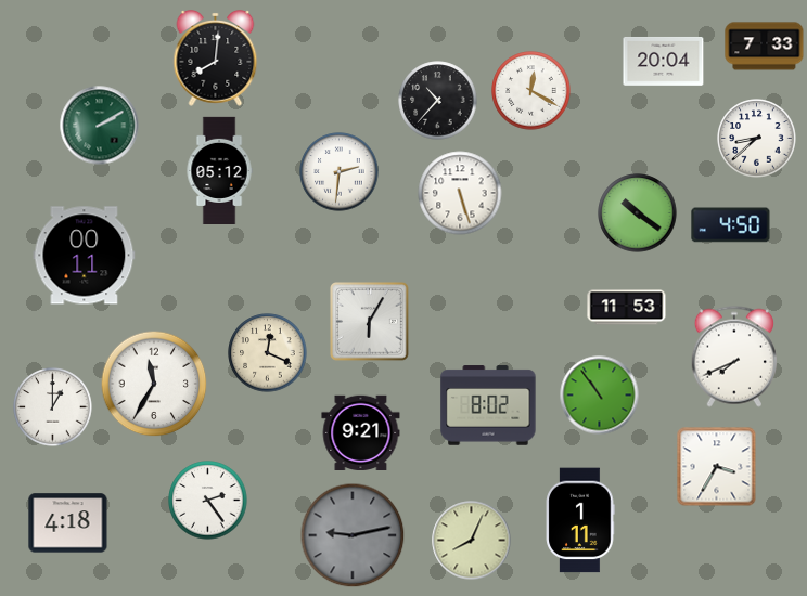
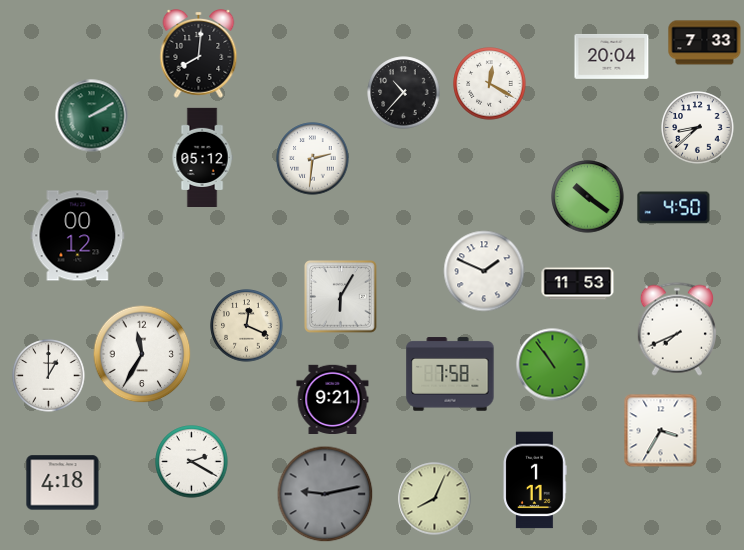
clock at (460, 193): 5:27 -> none
clock at (85, 256): 00:11 -> 00:12
clock at (484, 271): none -> 1:49
clock at (488, 405): 8:02 -> 7:58
clock at (208, 501): 2:24 -> 2:20
